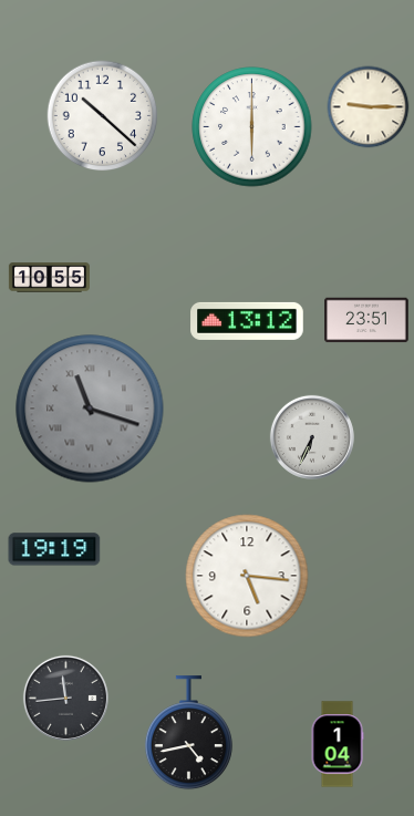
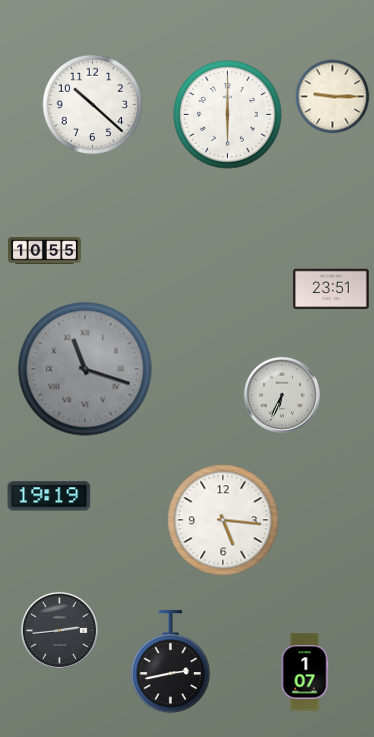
clock at (247, 321): 13:12 -> none
clock at (90, 409) position: (90, 409) -> (85, 369)
clock at (65, 698): 11:44 -> 2:44
clock at (188, 733): 4:43 -> 2:43
clock at (338, 744): 1:04 -> 1:07
